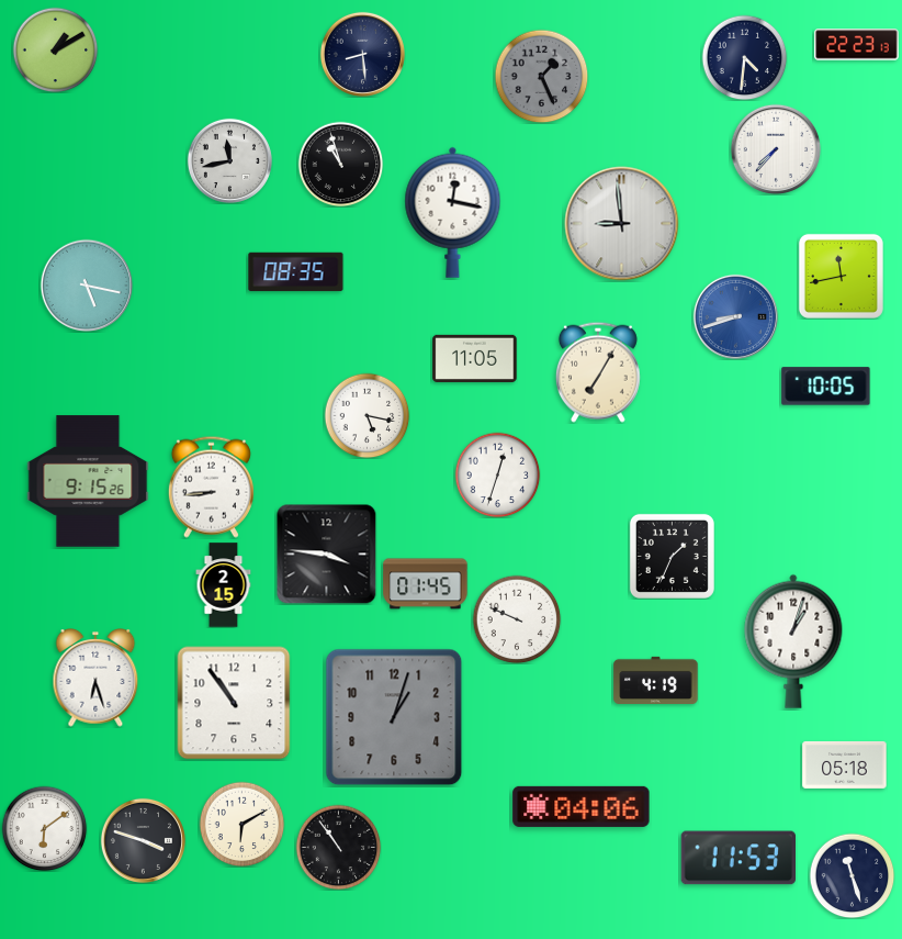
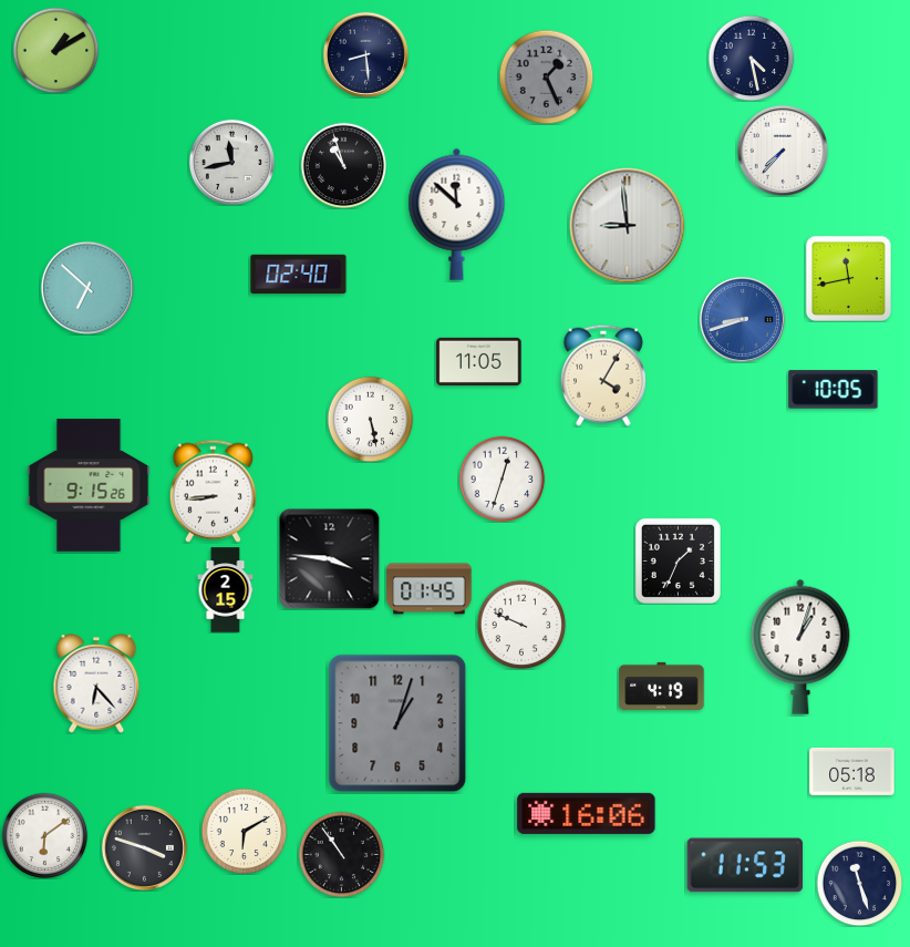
clock at (857, 45): 22:23 -> none
clock at (744, 57): 4:31 -> 4:28
clock at (453, 212): 12:17 -> 11:52
clock at (296, 272): 08:35 -> 02:40
clock at (87, 286): 5:17 -> 6:52
clock at (598, 372): 7:05 -> 4:05
clock at (367, 415): 5:17 -> 5:28
clock at (95, 679): 6:27 -> 6:23
clock at (234, 703): 10:54 -> none
clock at (582, 806): 04:06 -> 16:06
